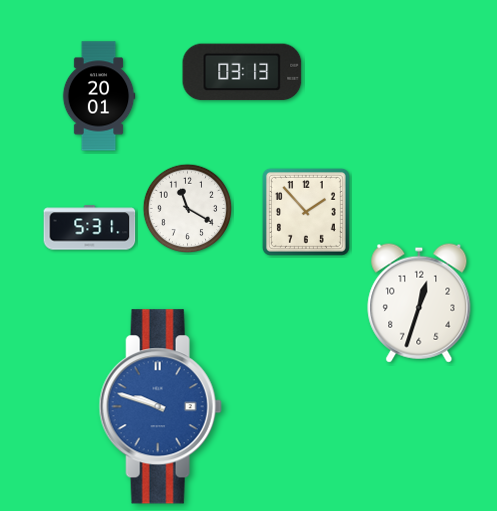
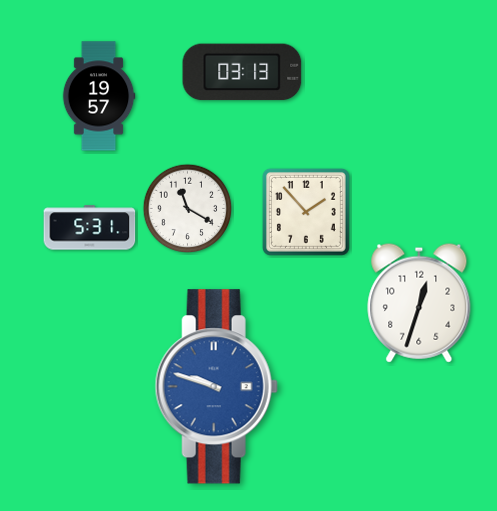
clock at (99, 96): 20:01 -> 19:57
clock at (160, 407) position: (160, 407) -> (216, 387)
